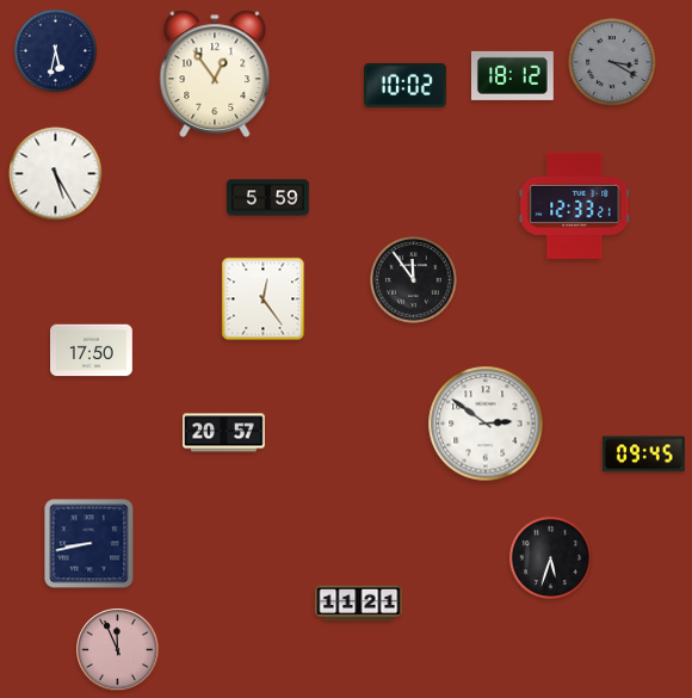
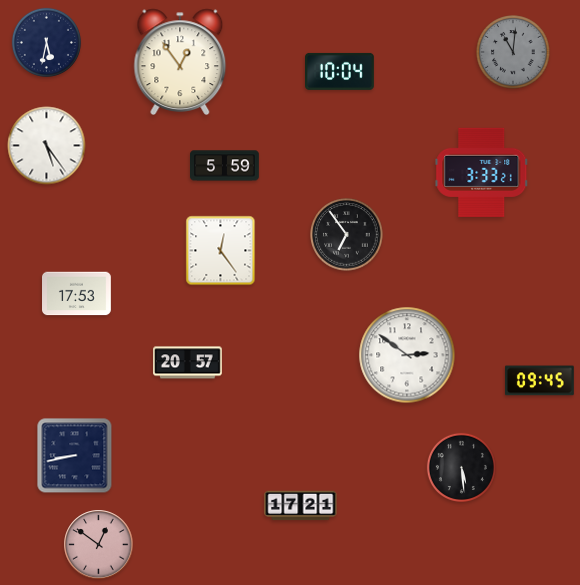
clock at (612, 62): 3:20 -> 11:01
clock at (512, 75): 18:12 -> none
clock at (406, 85): 10:02 -> 10:04
clock at (56, 174): 5:25 -> 5:24
clock at (575, 205): 12:33 -> 3:33
clock at (414, 280): 11:54 -> 6:54
clock at (92, 351): 17:50 -> 17:53
clock at (550, 557): 5:33 -> 5:29
clock at (359, 604): 11:21 -> 17:21
clock at (118, 650): 11:56 -> 12:51
